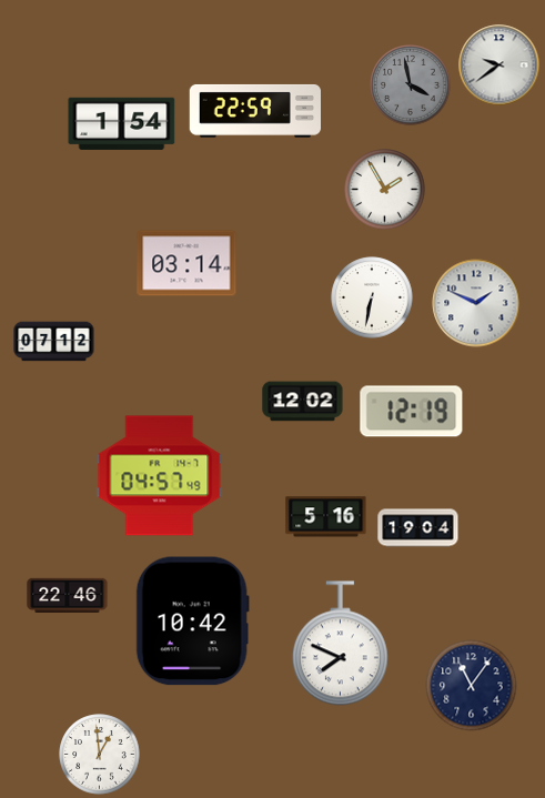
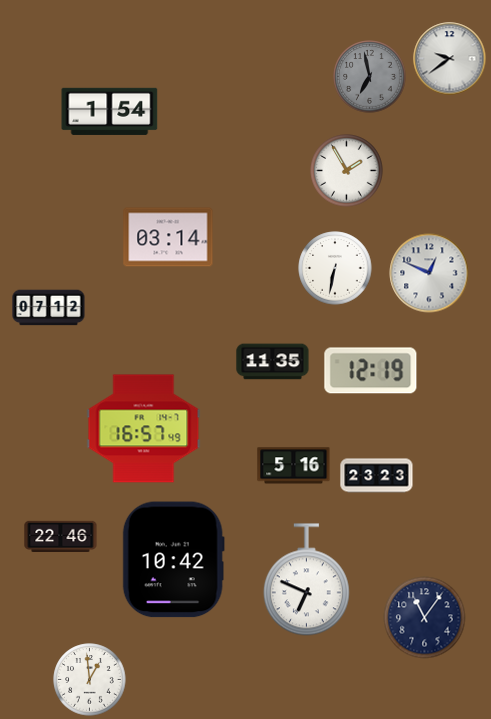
clock at (411, 85): 3:58 -> 6:58
clock at (254, 111): 22:59 -> none
clock at (476, 303): 1:49 -> 12:49
clock at (303, 402): 12:02 -> 11:35
clock at (160, 476): 04:57 -> 16:57
clock at (418, 528): 19:04 -> 23:23
clock at (340, 644): 7:49 -> 6:49
